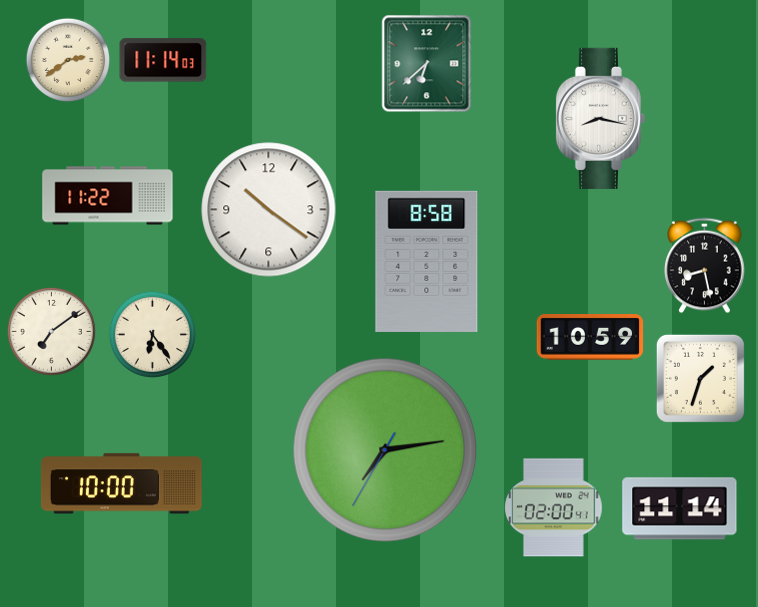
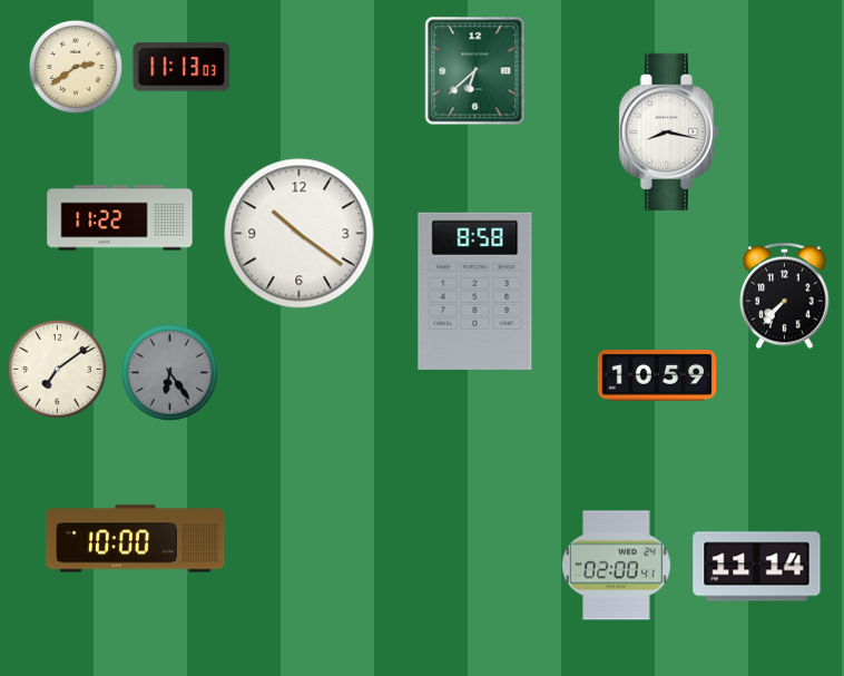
clock at (163, 60): 11:14 -> 11:13
clock at (705, 266): 8:28 -> 7:37
clock at (152, 334) dial: cream -> grey
clock at (700, 378): 1:33 -> none
clock at (385, 450): 7:13 -> none
